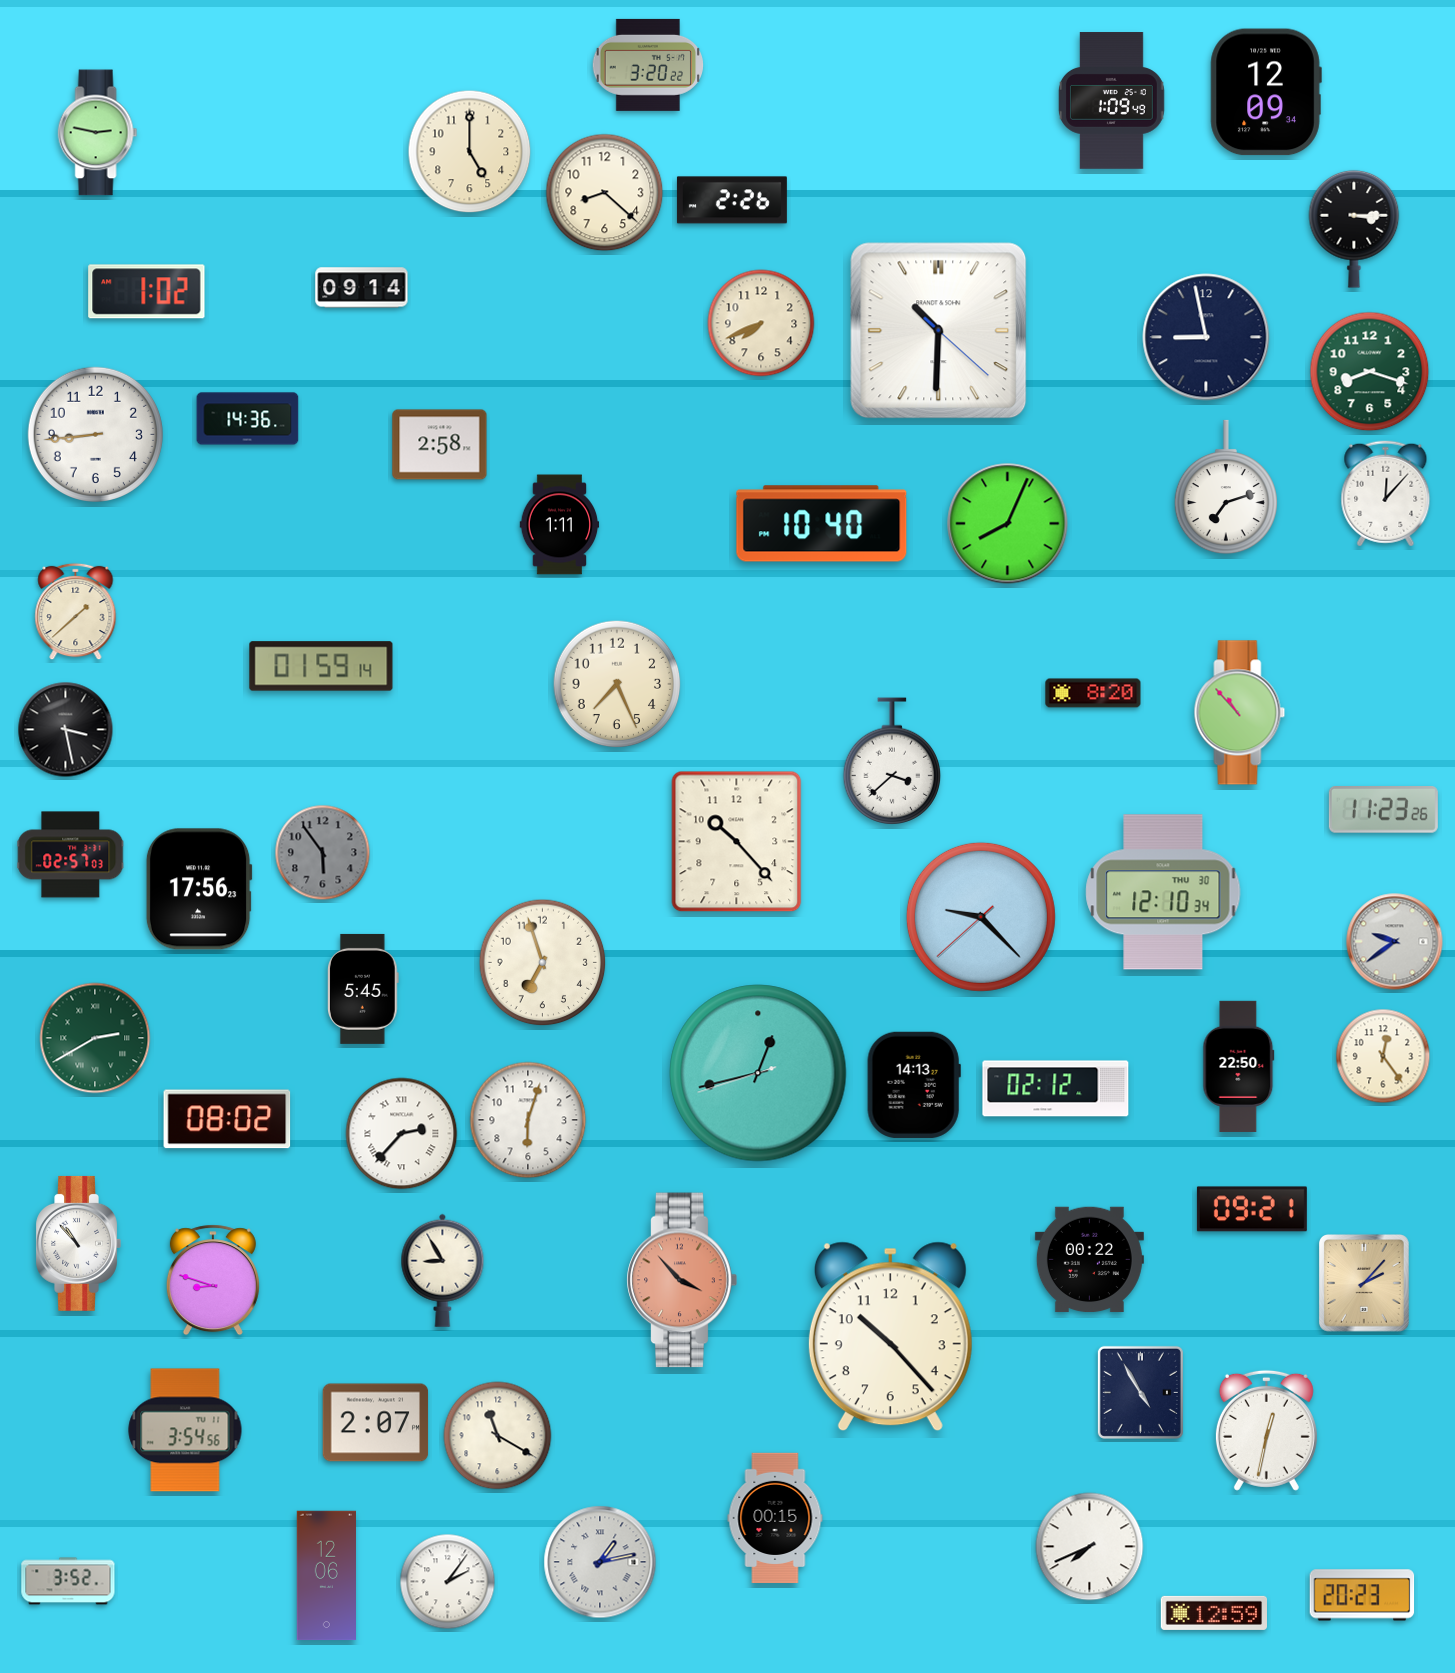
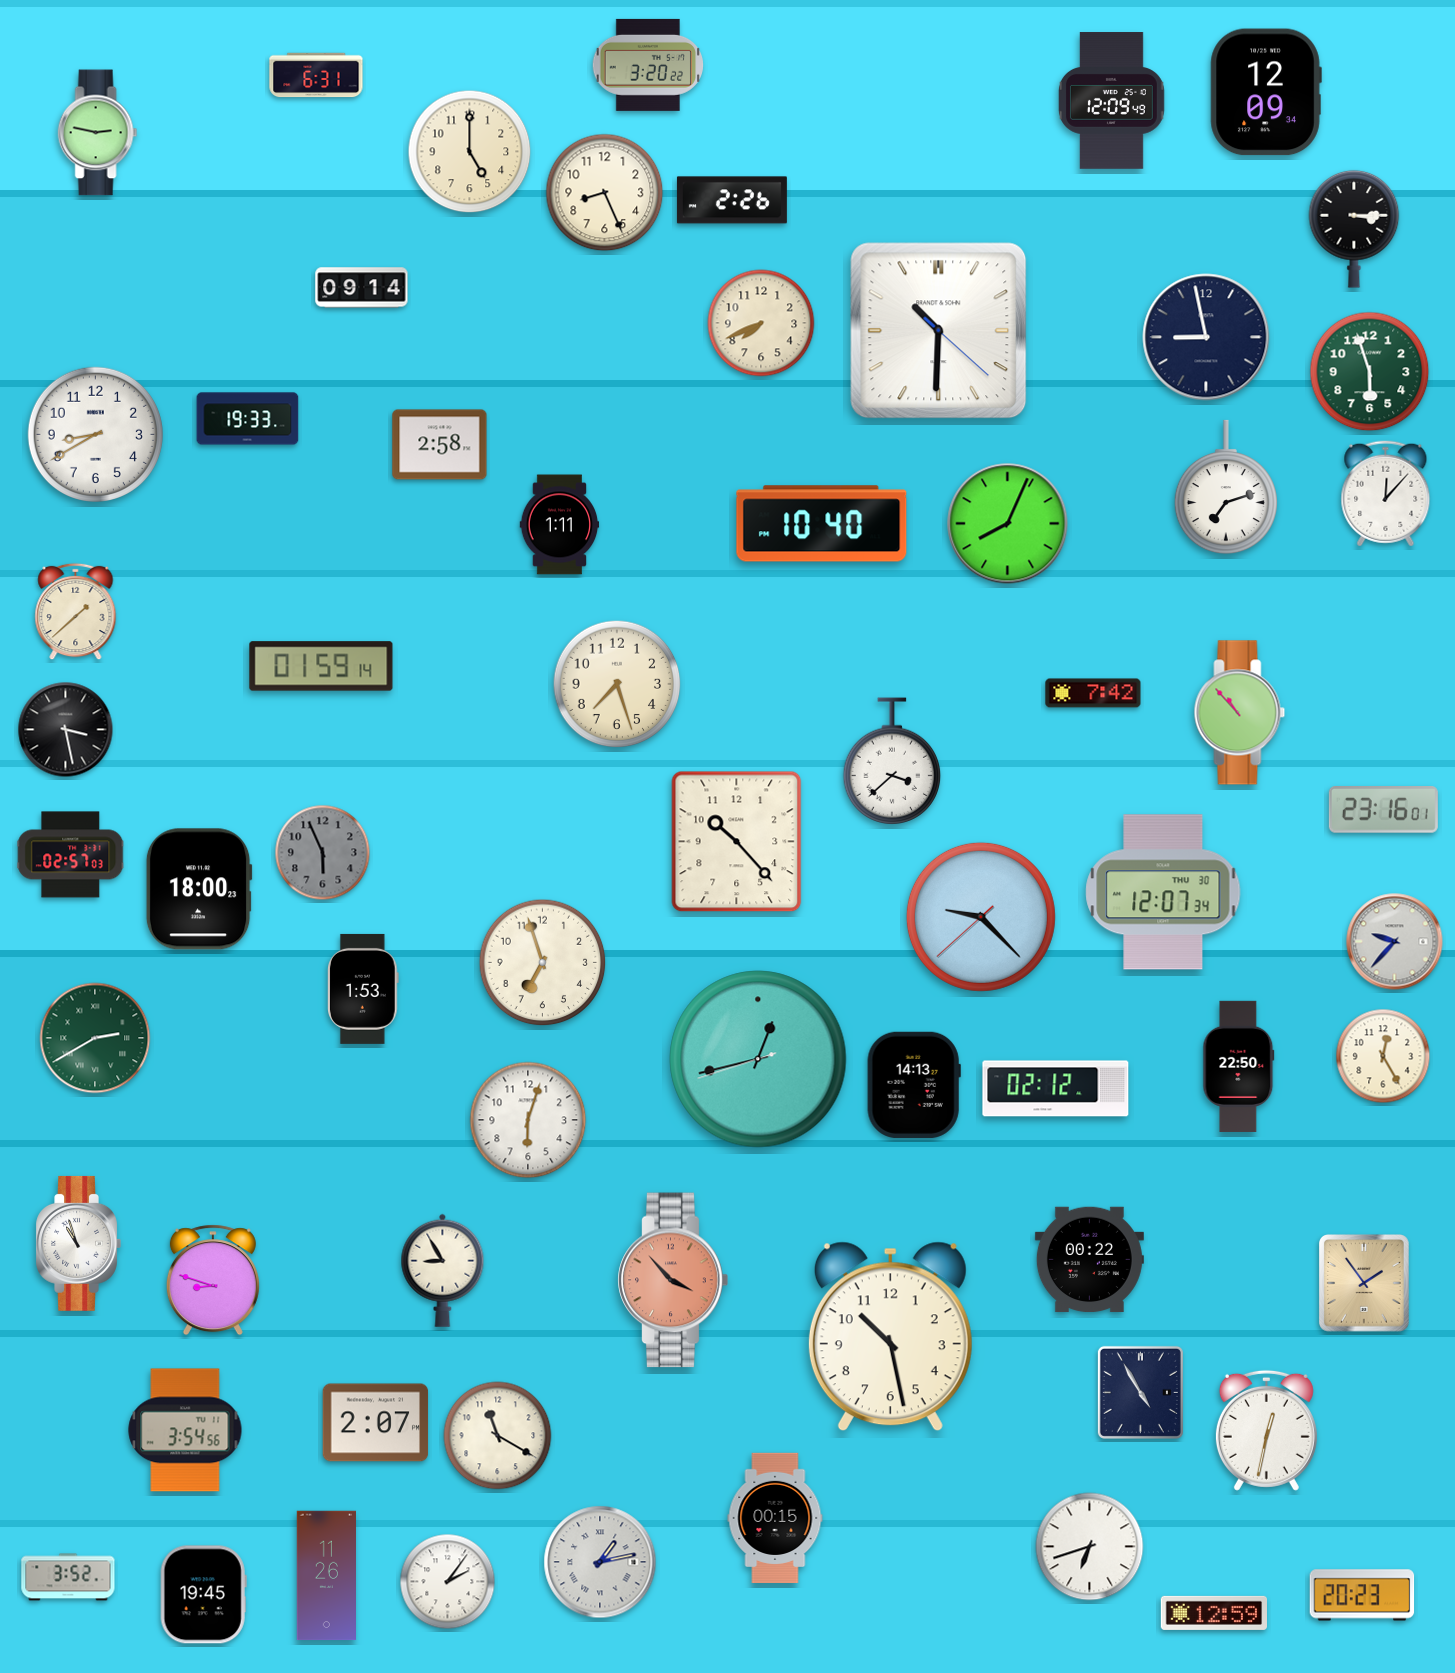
clock at (316, 75): none -> 6:31
clock at (1111, 101): 1:09 -> 12:09
clock at (605, 193): 8:22 -> 8:26
clock at (147, 292): 1:02 -> none
clock at (1370, 372): 8:18 -> 5:57
clock at (248, 419): 14:36 -> 19:33
clock at (95, 434): 8:44 -> 8:40
clock at (617, 684): 7:26 -> 7:27
clock at (1093, 693): 8:20 -> 7:42
clock at (1383, 810): 11:23 -> 23:16
clock at (323, 853): 5:54 -> 5:56
clock at (199, 889): 17:56 -> 18:00
clock at (1163, 892): 12:10 -> 12:07
clock at (1395, 942): 9:39 -> 9:37
clock at (364, 989): 5:45 -> 1:53
clock at (1383, 1056): 12:24 -> 12:25
clock at (758, 1073) position: (758, 1073) -> (758, 1059)
clock at (227, 1119): 08:02 -> none
clock at (402, 1134): 2:37 -> none
clock at (1252, 1209): 09:21 -> none
clock at (78, 1243): 10:53 -> 10:57
clock at (682, 1280) position: (682, 1280) -> (673, 1280)
clock at (1365, 1284): 2:07 -> 1:54
clock at (890, 1337): 10:23 -> 10:28
clock at (1090, 1547): 7:41 -> 6:42
clock at (327, 1576): 12:06 -> 11:26
clock at (68, 1581) position: (68, 1581) -> (68, 1577)
clock at (203, 1595): none -> 19:45
